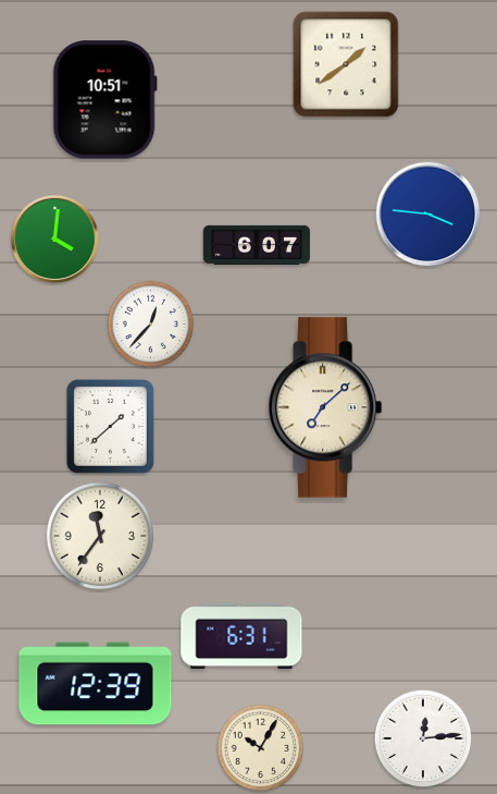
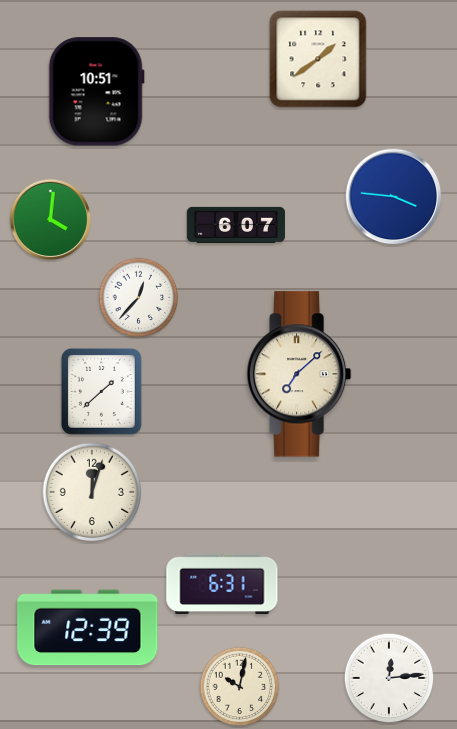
clock at (99, 535): 11:36 -> 12:03
clock at (261, 748): 10:05 -> 10:02
